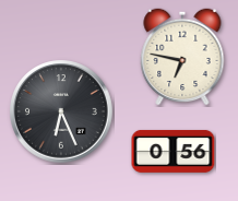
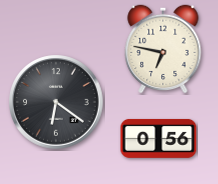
clock at (182, 57) position: (182, 57) -> (163, 49)
clock at (61, 111): 6:26 -> 6:21
